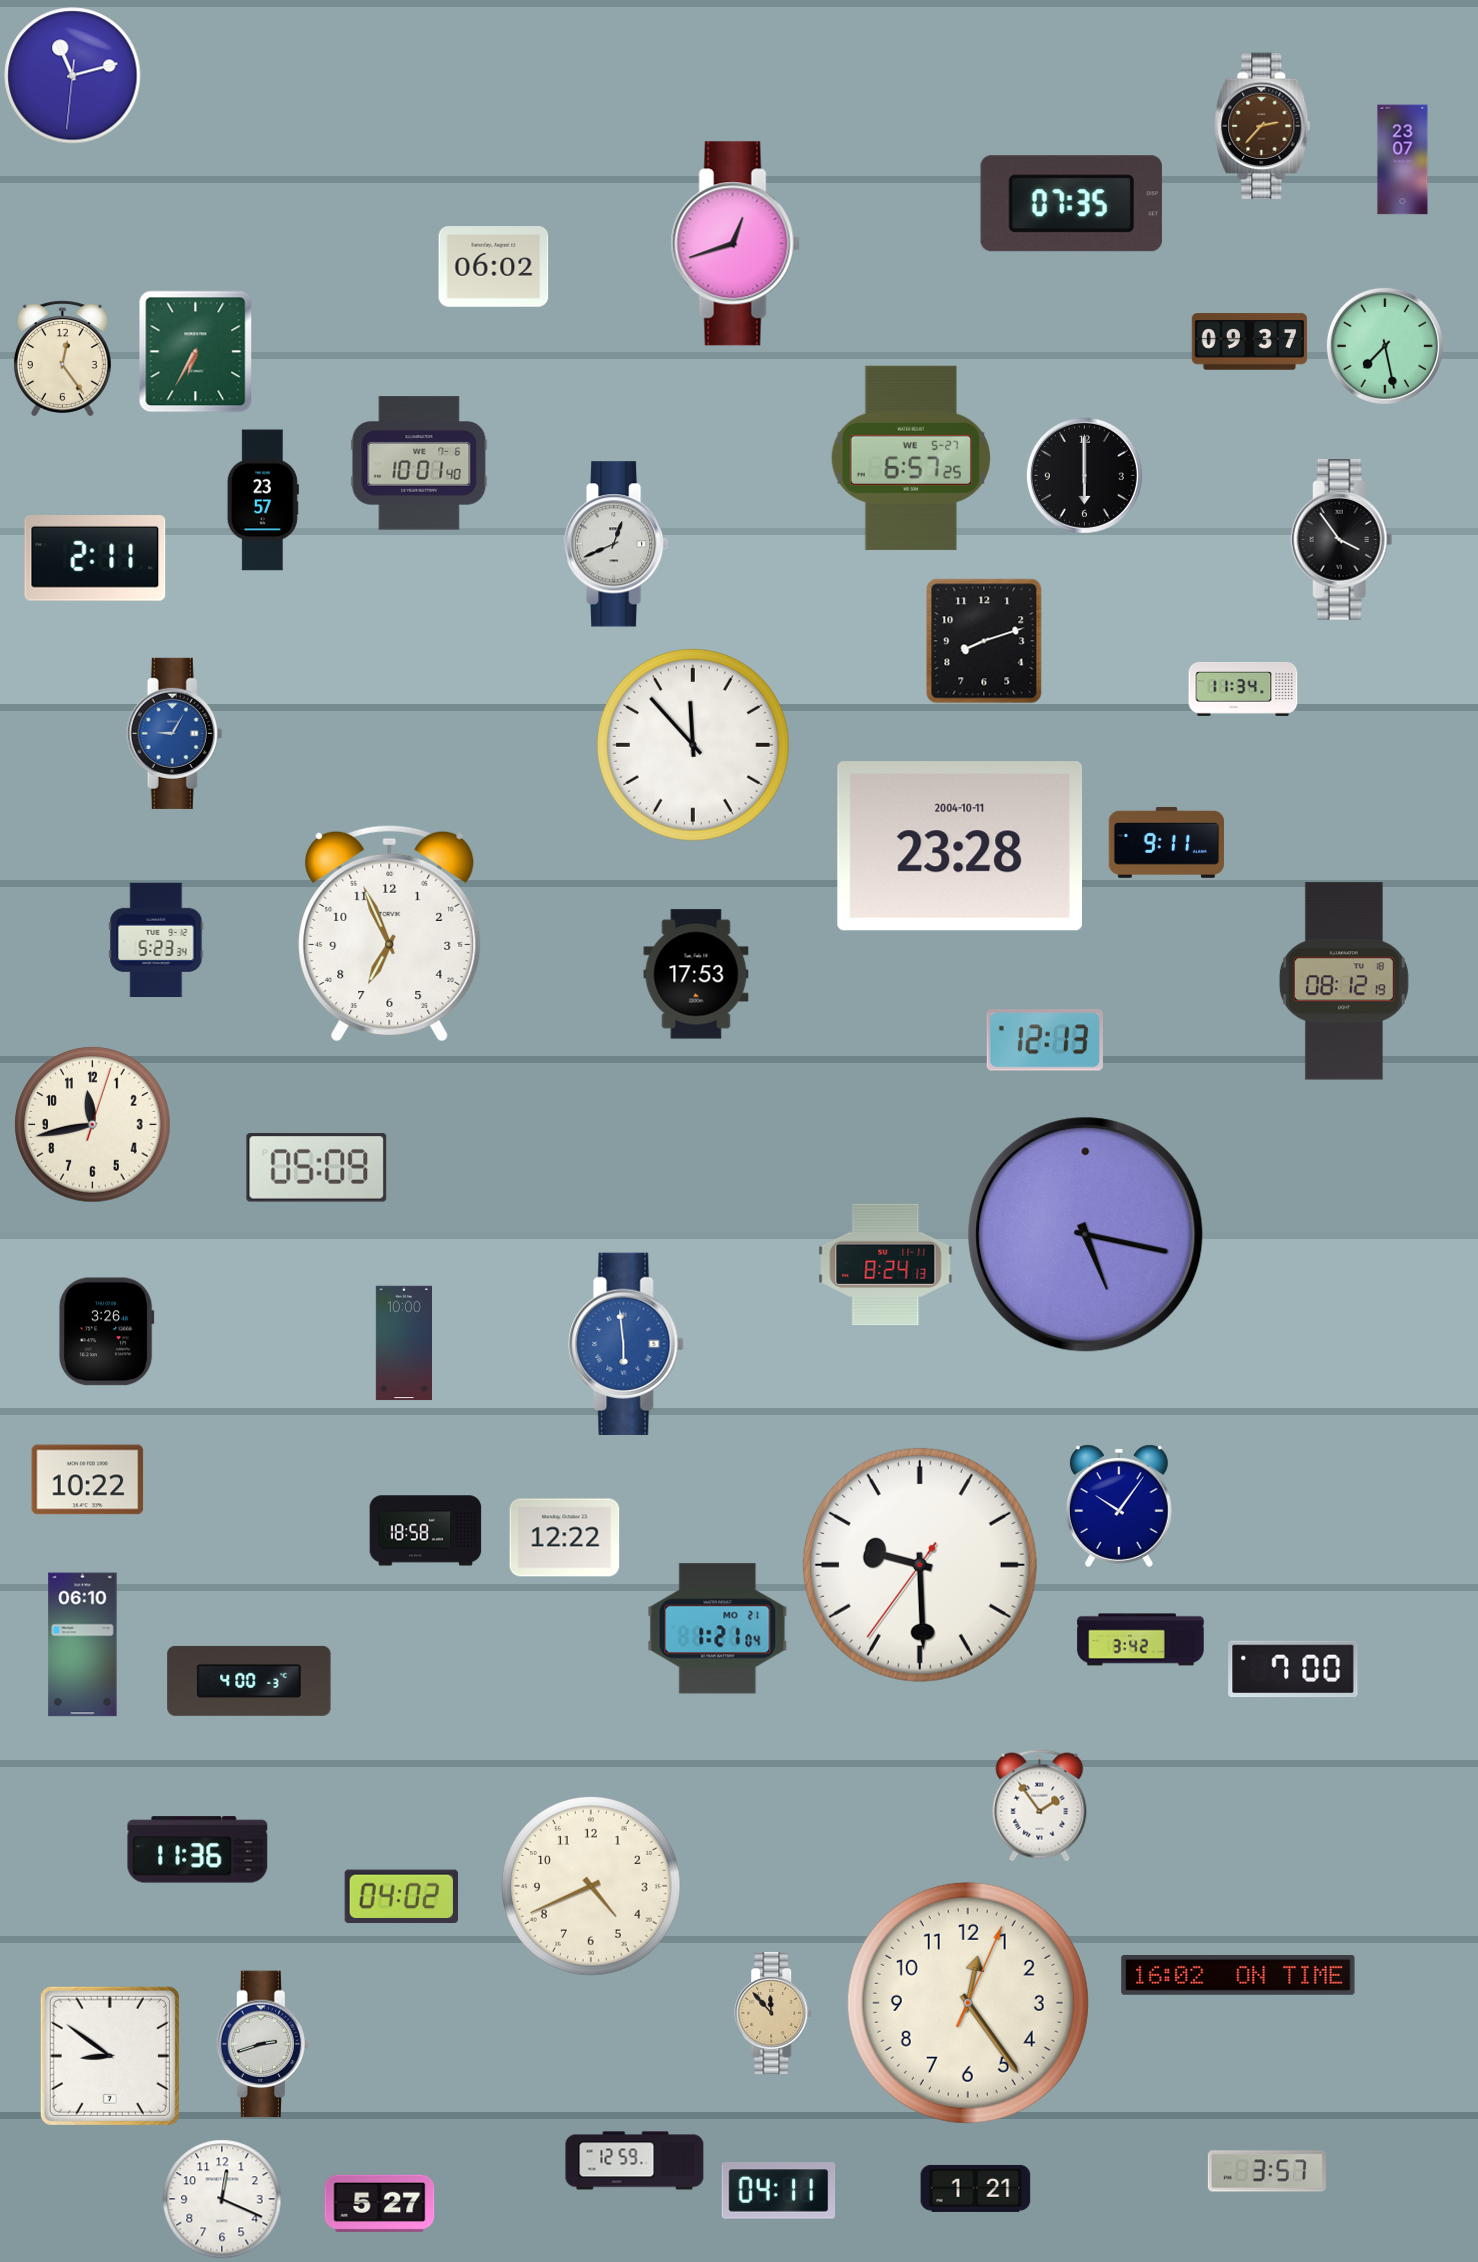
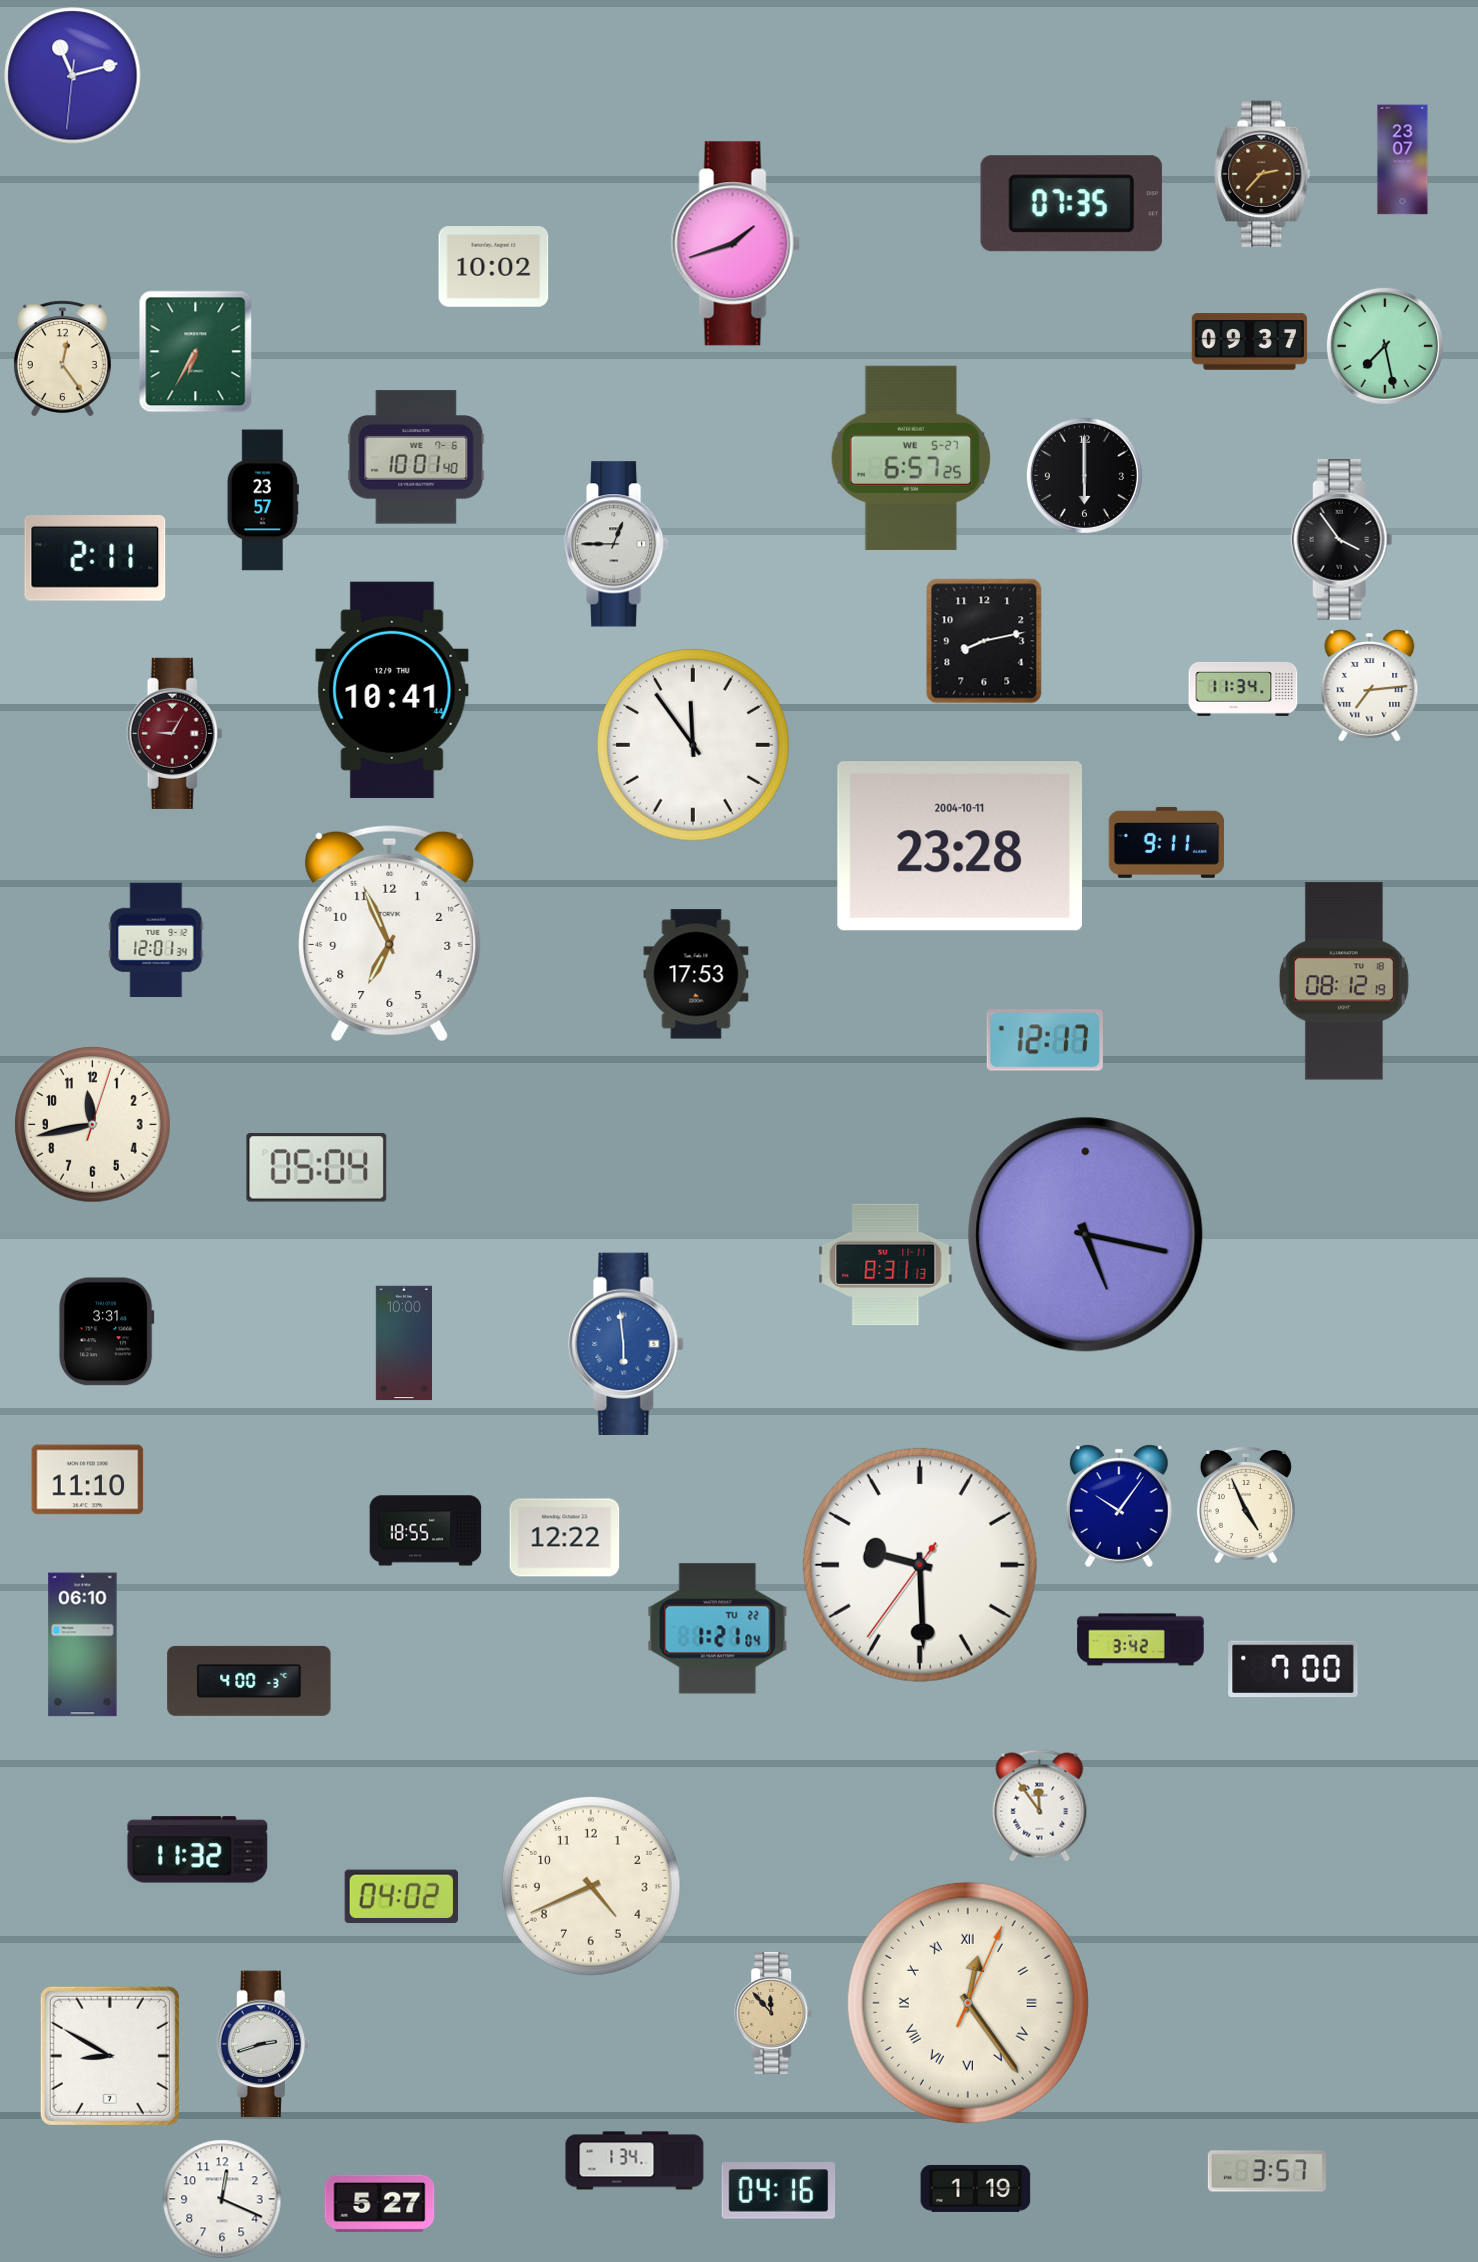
clock at (1262, 126) position: (1262, 126) -> (1262, 174)
clock at (735, 244): 12:42 -> 1:42
clock at (494, 267): 06:02 -> 10:02
clock at (419, 463) position: (419, 463) -> (416, 457)
clock at (616, 544): 12:41 -> 12:45
clock at (984, 641): 8:12 -> 8:13
clock at (1370, 685): none -> 7:14
clock at (392, 689): none -> 10:41
clock at (175, 733) dial: blue -> burgundy
clock at (693, 745): 11:53 -> 11:54
clock at (156, 940): 5:23 -> 12:01
clock at (1045, 1040): 12:13 -> 12:17
clock at (317, 1168): 05:09 -> 05:04
clock at (886, 1265): 8:24 -> 8:31
clock at (106, 1332): 3:26 -> 3:31
clock at (88, 1480): 10:22 -> 11:10
clock at (1246, 1504): none -> 4:56
clock at (426, 1531): 18:58 -> 18:55
clock at (718, 1629) date: MO 21 -> TU 22
clock at (1040, 1806): 1:54 -> 11:54
clock at (198, 1850): 11:36 -> 11:32
clock at (1238, 1976): 16:02 -> none
clock at (968, 2003) numerals: Arabic -> Roman
clock at (110, 2056): 8:51 -> 8:50
clock at (635, 2161): 12:59 -> 1:34
clock at (976, 2188): 1:21 -> 1:19
clock at (779, 2191): 04:11 -> 04:16
